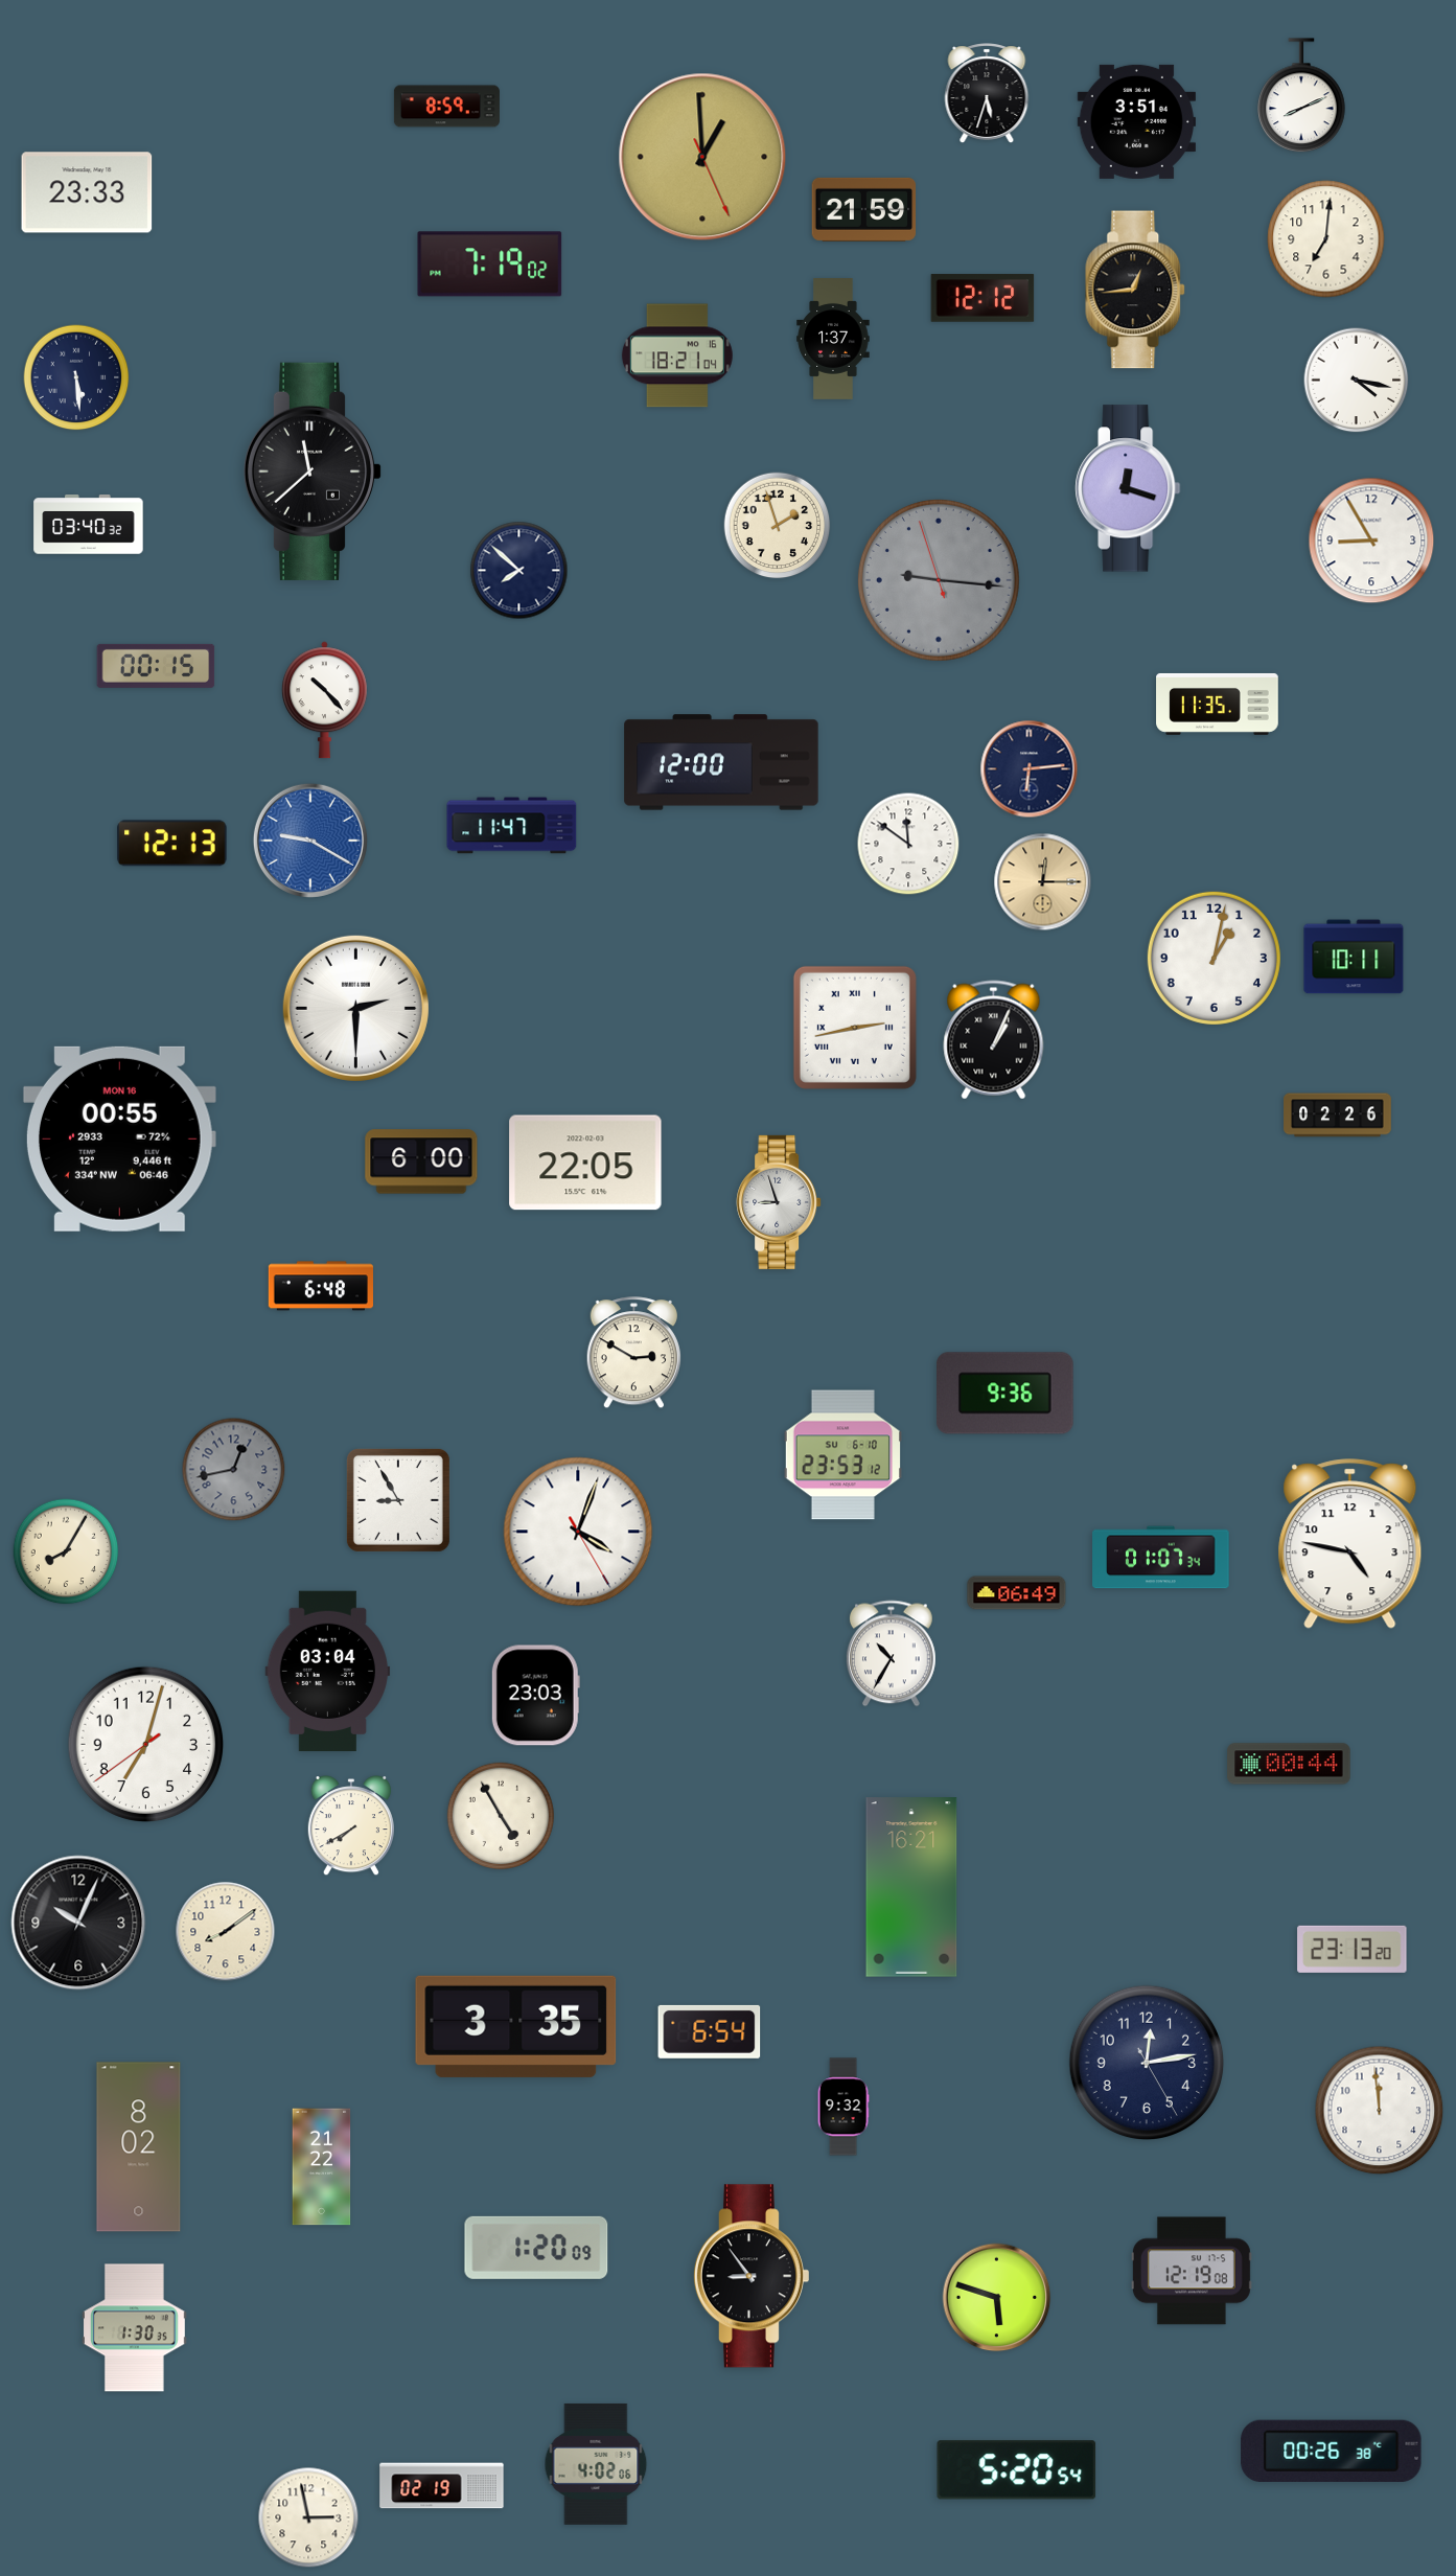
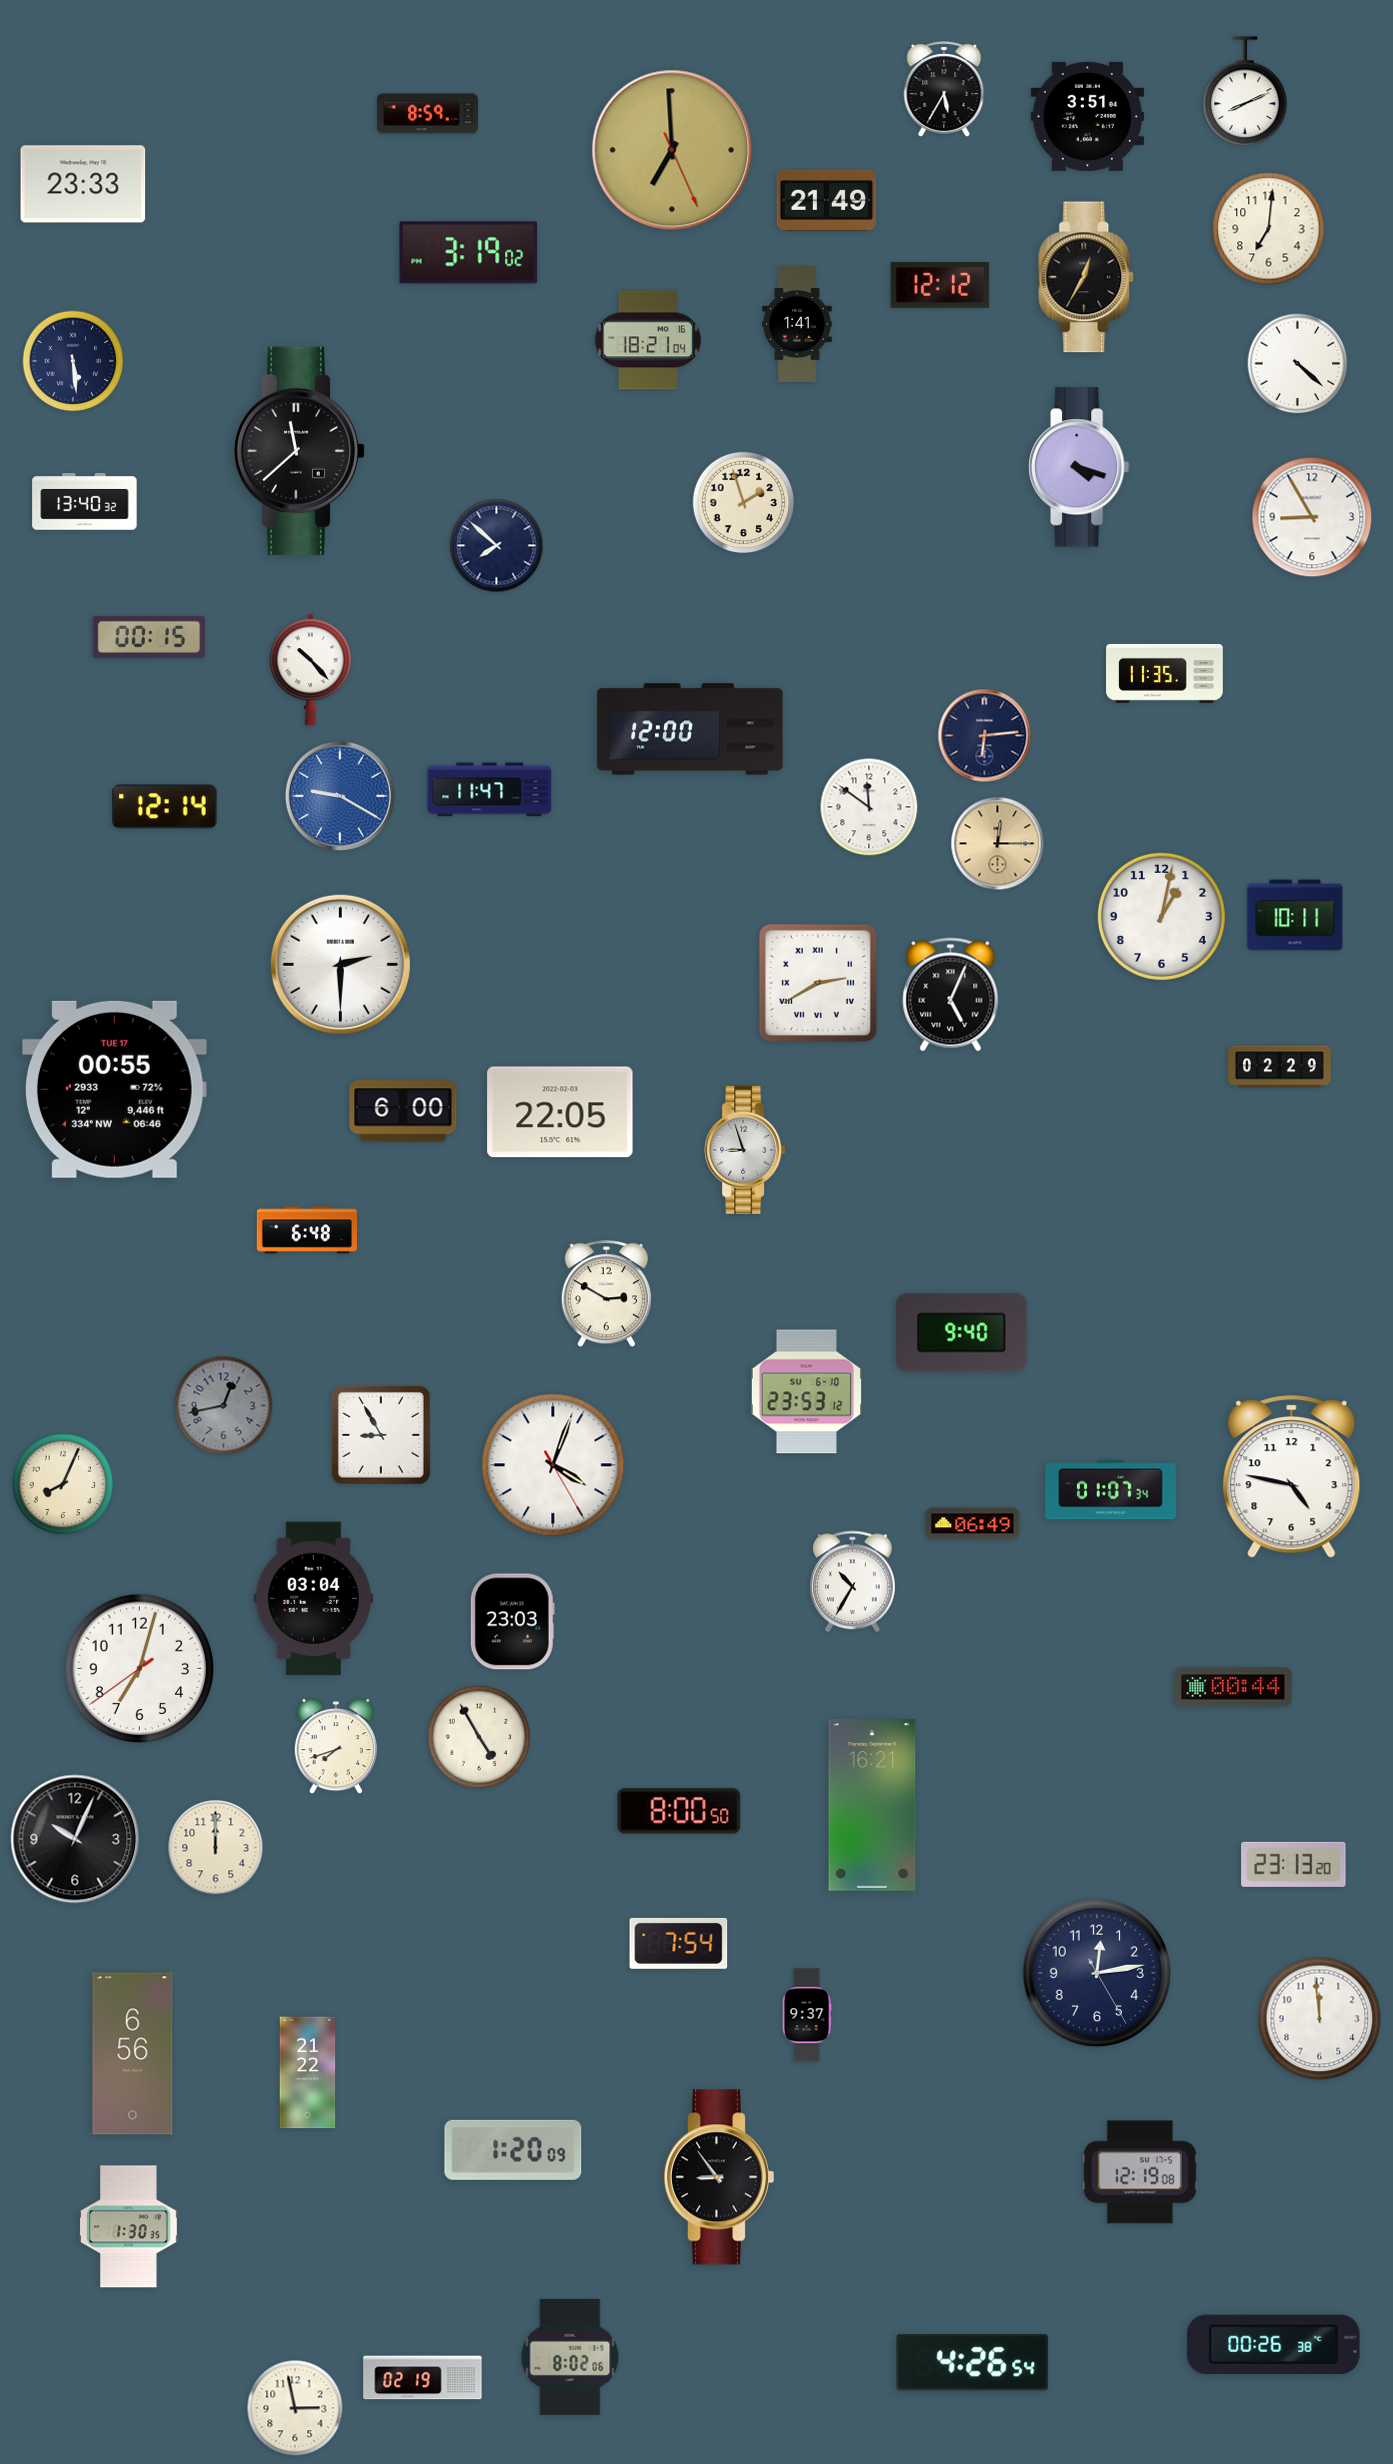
clock at (987, 93): 5:33 -> 5:35
clock at (446, 107) position: (446, 107) -> (427, 114)
clock at (702, 157): 12:59 -> 6:59
clock at (864, 209): 21:59 -> 21:49
clock at (490, 264): 7:19 -> 3:19
clock at (1136, 290): 12:44 -> 12:35
clock at (833, 340): 1:37 -> 1:41
clock at (1357, 381): 4:17 -> 4:22
clock at (1128, 488): 12:18 -> 4:18
clock at (89, 525): 03:40 -> 13:40
clock at (939, 580): 9:15 -> none
clock at (310, 841) position: (310, 841) -> (340, 796)
clock at (172, 844): 12:13 -> 12:14
clock at (855, 1028): 2:43 -> 2:40
clock at (994, 1040): 1:04 -> 5:04
clock at (1338, 1115): 02:26 -> 02:29
clock at (119, 1138) date: MON 16 -> TUE 17
clock at (1006, 1394): 9:36 -> 9:40
clock at (66, 1551): 8:05 -> 8:04
clock at (350, 1826): 7:40 -> 7:42
clock at (679, 1811): none -> 8:00
clock at (226, 1932): 8:09 -> 12:00
clock at (516, 2026): 3:35 -> none
clock at (710, 2031): 6:54 -> 7:54
clock at (843, 2107): 9:32 -> 9:37
clock at (139, 2147): 8:02 -> 6:56
clock at (997, 2298): 5:48 -> none
clock at (596, 2464): 4:02 -> 8:02
clock at (1017, 2470): 5:20 -> 4:26
